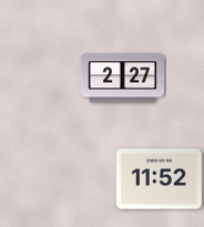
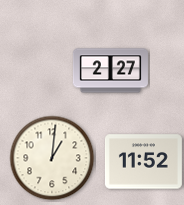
clock at (52, 158): none -> 1:01
